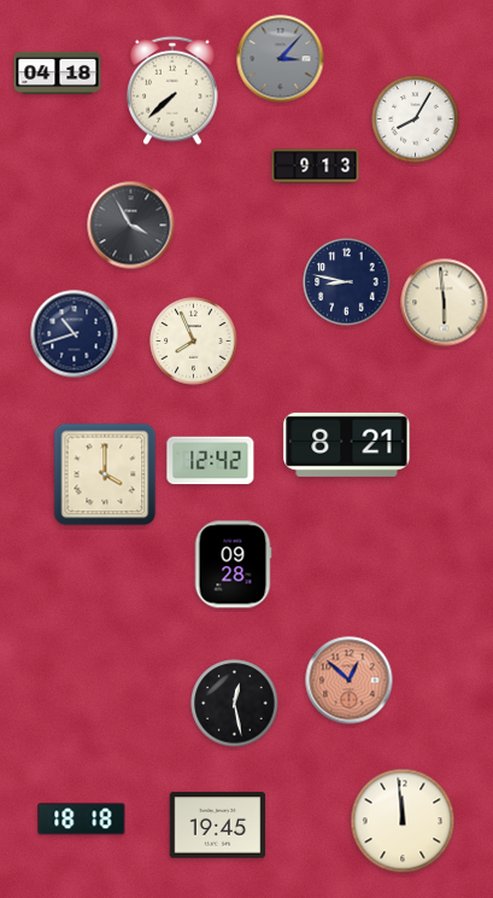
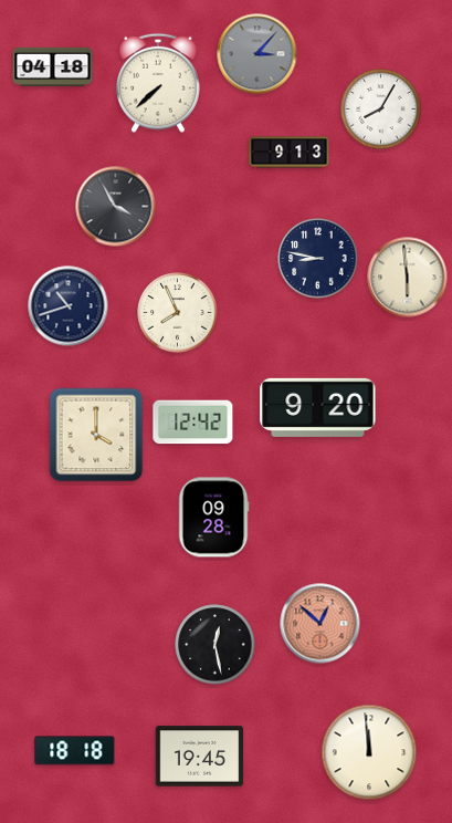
clock at (131, 226) position: (131, 226) -> (116, 207)
clock at (347, 444): 8:21 -> 9:20
